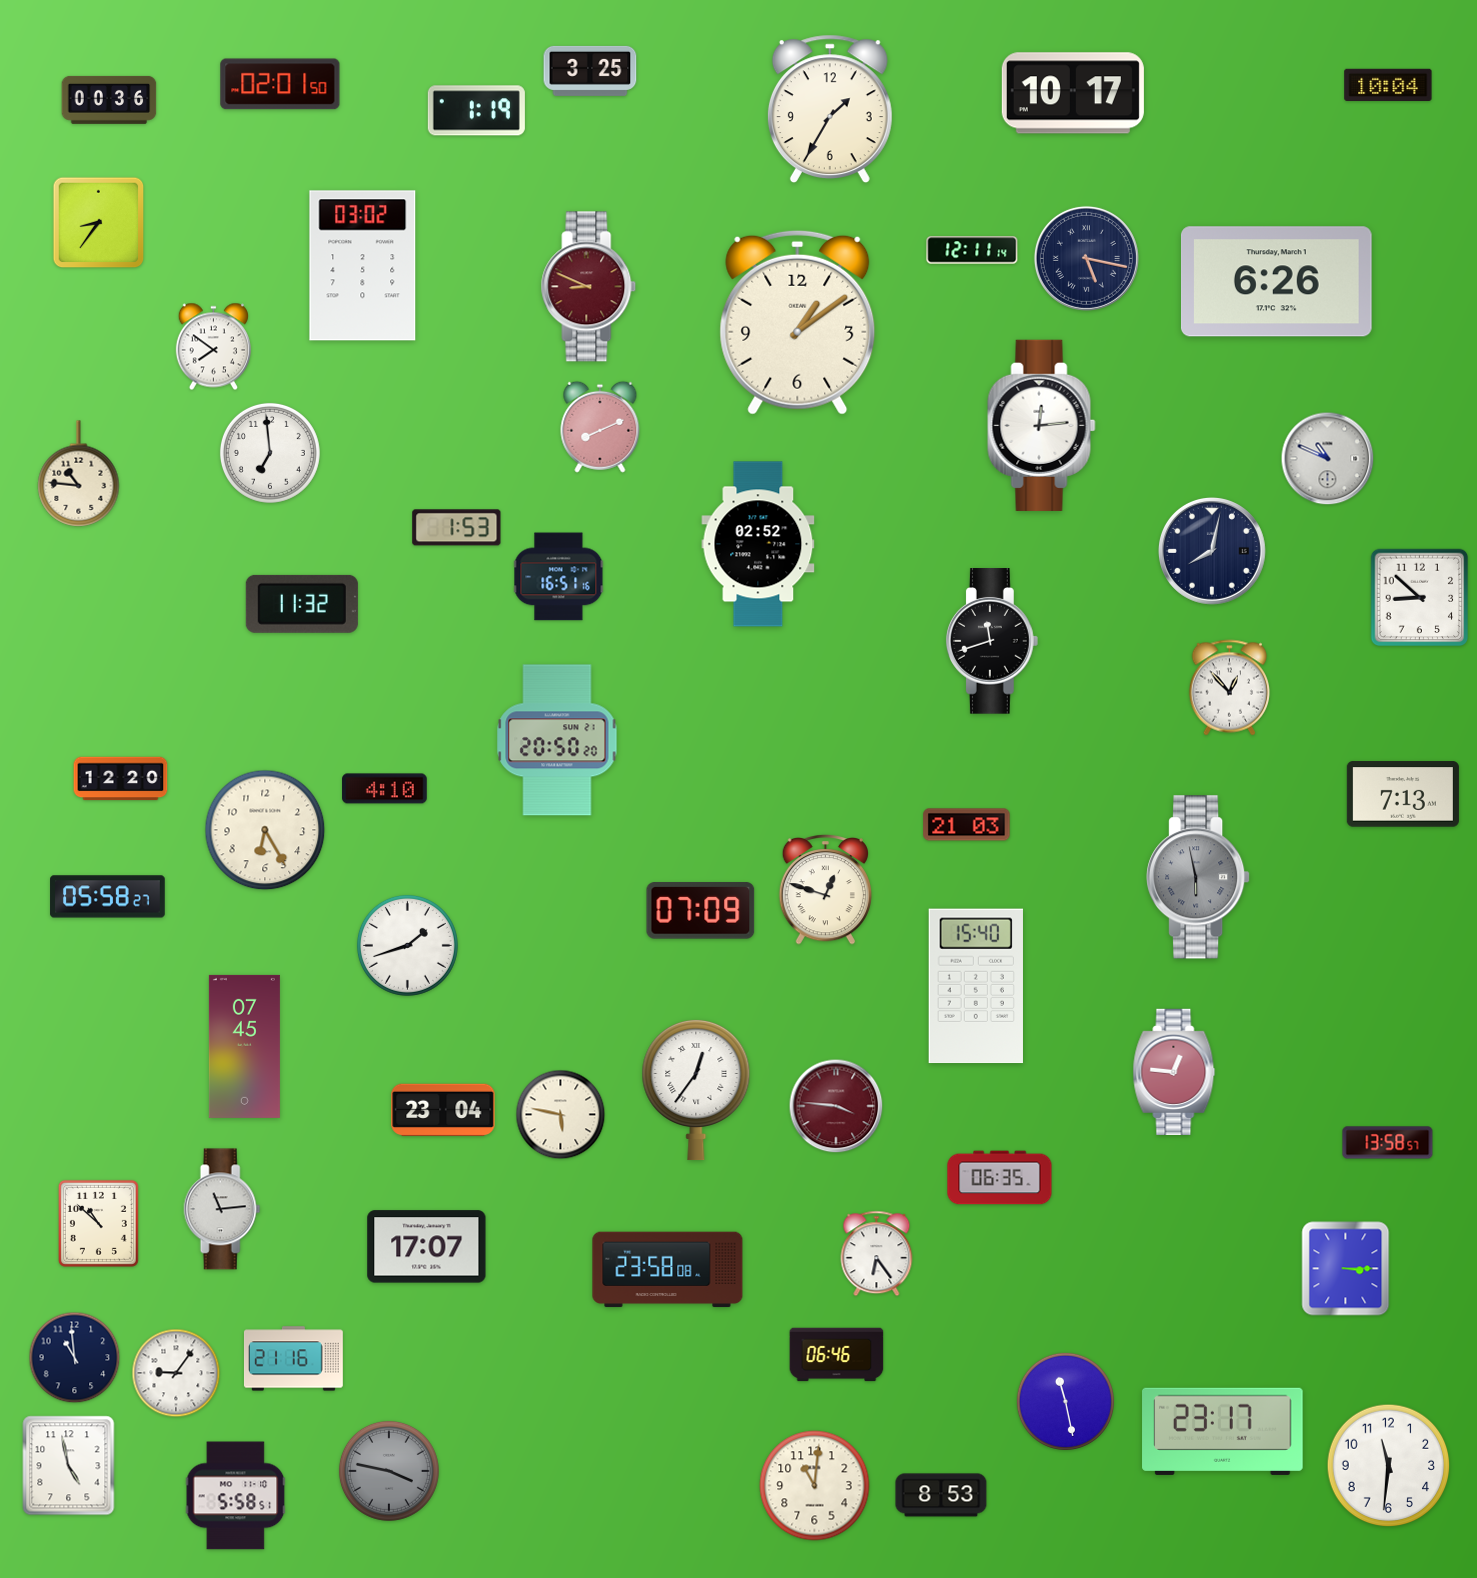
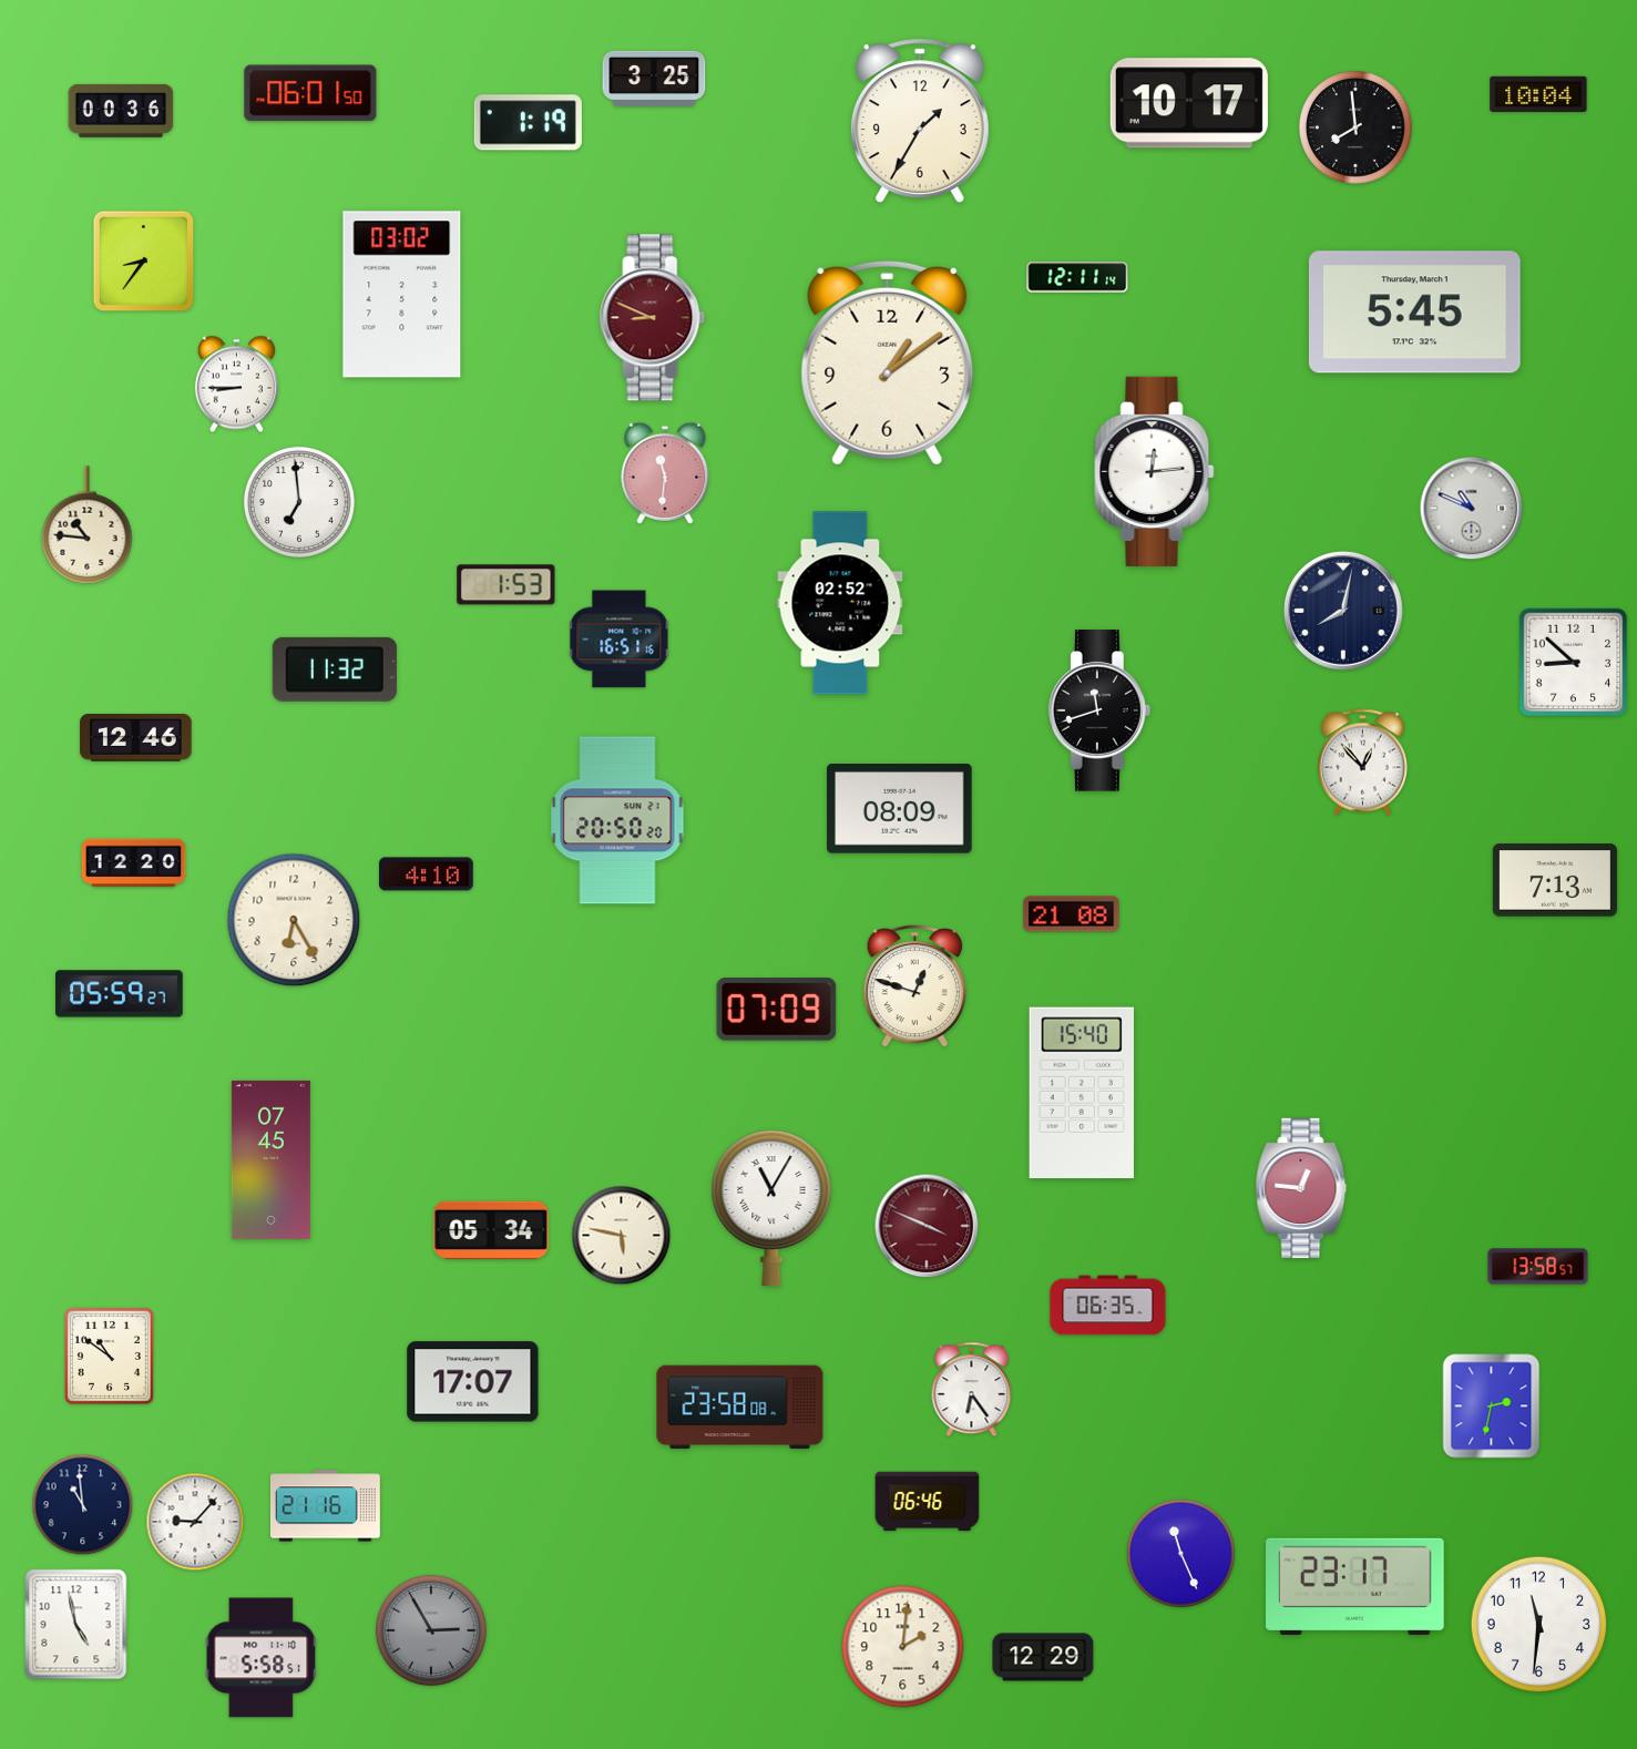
clock at (280, 84): 02:01 -> 06:01
clock at (1355, 127): none -> 7:59
clock at (99, 223) position: (99, 223) -> (144, 262)
clock at (1086, 258): 5:17 -> none
clock at (1276, 282): 6:26 -> 5:45
clock at (798, 322) position: (798, 322) -> (888, 362)
clock at (213, 347): 7:51 -> 8:45
clock at (600, 427): 8:11 -> 11:31
clock at (136, 738): none -> 12:46
clock at (900, 809): none -> 08:09
clock at (967, 825): 21:03 -> 21:08
clock at (1198, 877): 5:58 -> none
clock at (108, 897): 05:58 -> 05:59
clock at (407, 945): 1:42 -> none
clock at (696, 1090): 12:36 -> 11:05
clock at (836, 1106): 3:46 -> 3:49
clock at (443, 1110): 23:04 -> 05:34
clock at (222, 1209): 11:14 -> none
clock at (98, 1223): 10:52 -> 10:51
clock at (1346, 1269): 3:15 -> 2:32
clock at (176, 1373): 9:06 -> 9:07
clock at (1065, 1401): 11:28 -> 11:26
clock at (389, 1471): 3:47 -> 2:55
clock at (815, 1486): 11:01 -> 2:01
clock at (941, 1495): 8:53 -> 12:29
